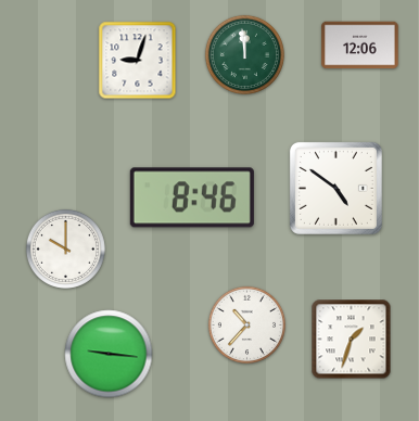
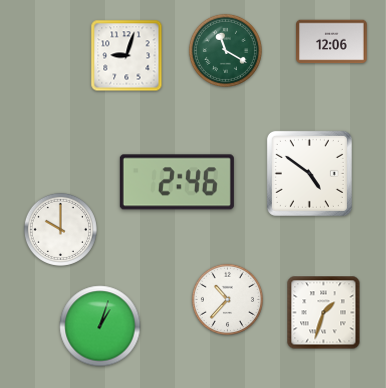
clock at (244, 54): 11:59 -> 11:20
clock at (192, 197): 8:46 -> 2:46
clock at (109, 354): 9:16 -> 1:03
